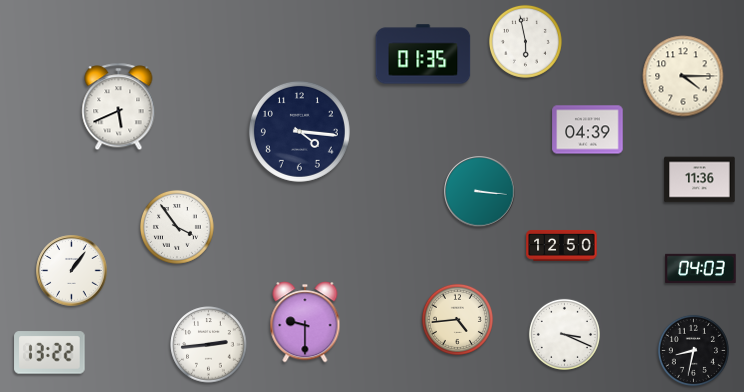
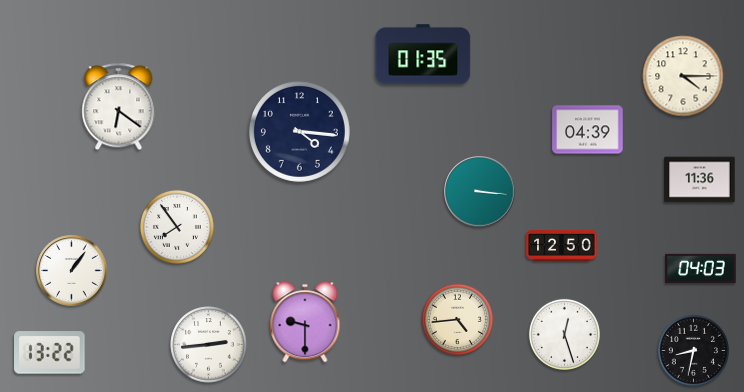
clock at (525, 41): 5:58 -> none
clock at (119, 107): 5:41 -> 6:21
clock at (177, 227): 3:54 -> 7:54
clock at (564, 334): 3:19 -> 12:27
